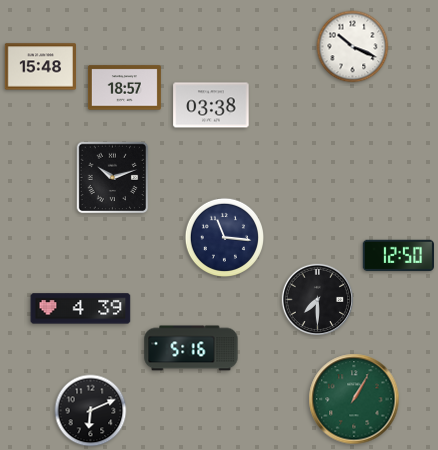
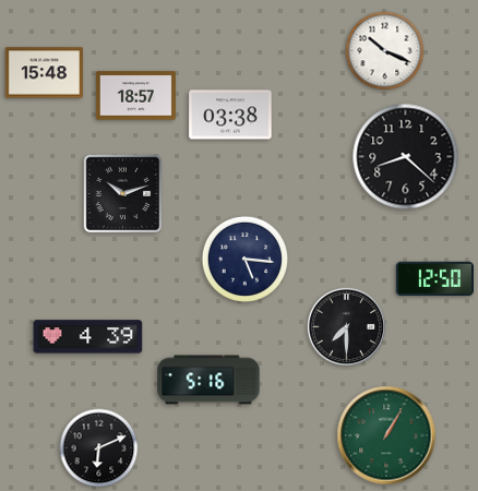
clock at (406, 157): none -> 8:22
clock at (224, 237): 11:16 -> 5:16
